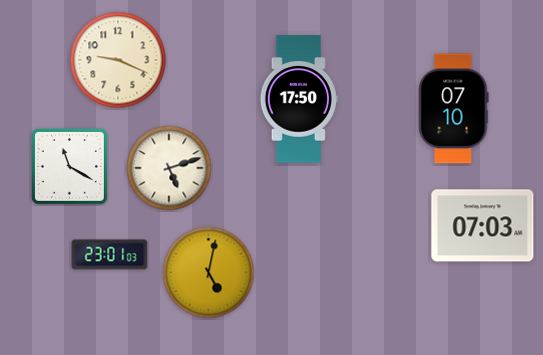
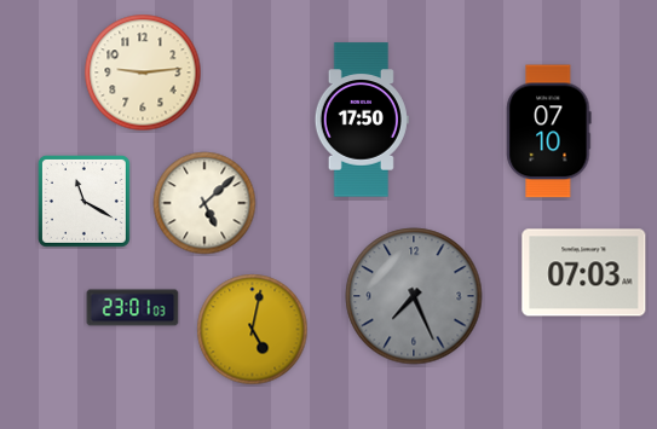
clock at (118, 60): 9:19 -> 9:14
clock at (169, 168): 5:12 -> 5:08
clock at (414, 296): none -> 7:26
